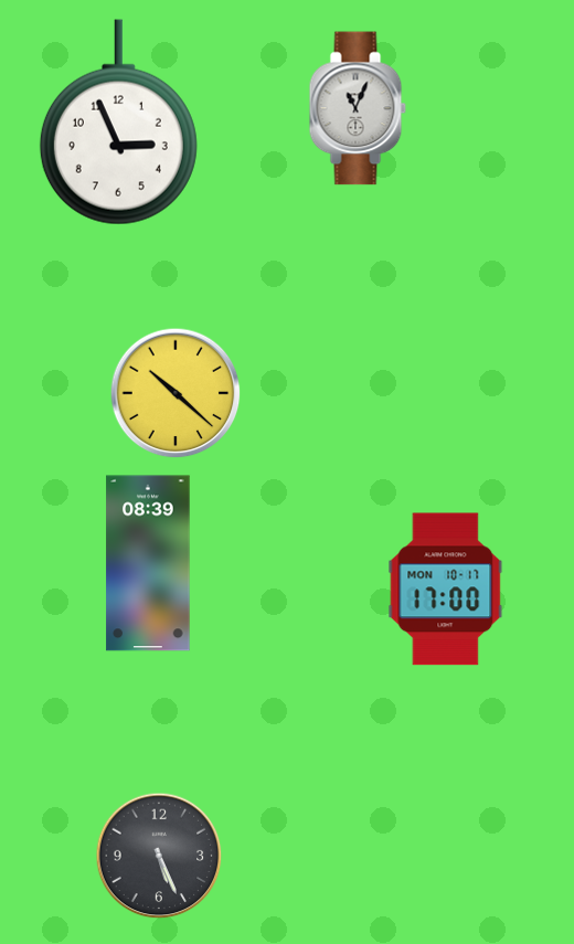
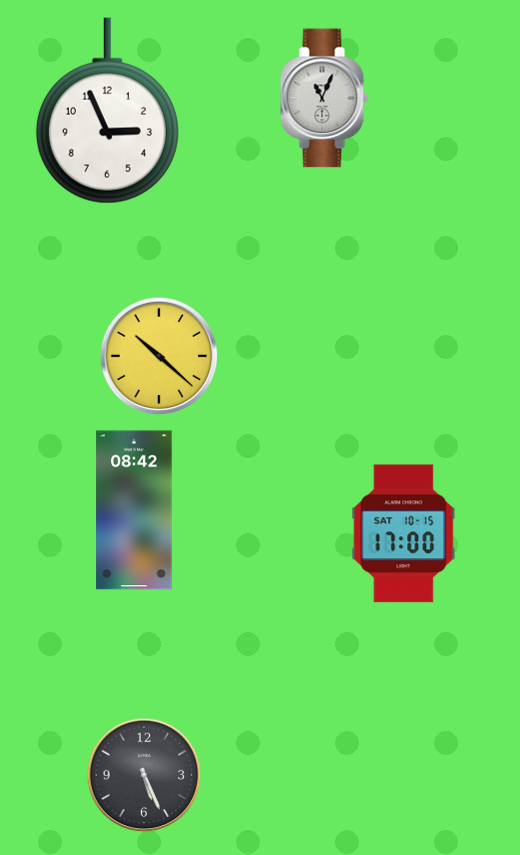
clock at (148, 563): 08:39 -> 08:42
clock at (446, 590) date: MON 10-17 -> SAT 10-15
